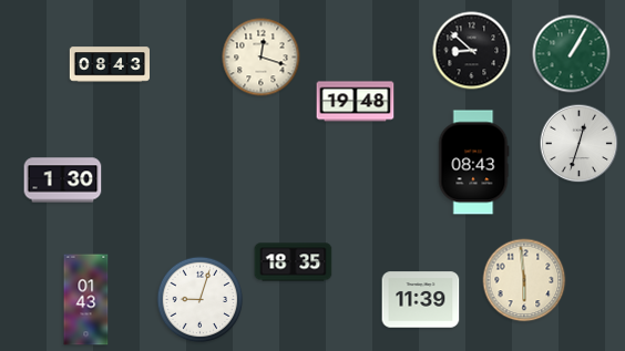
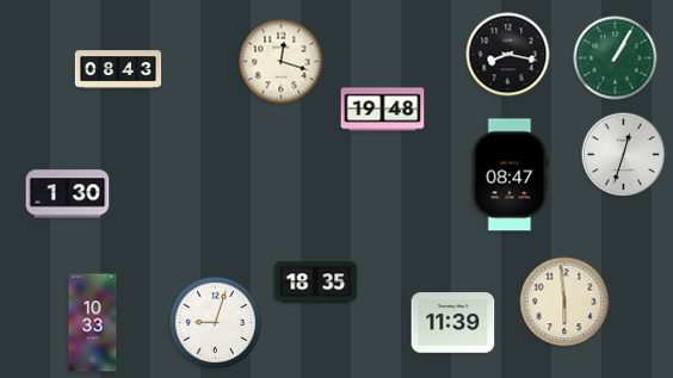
clock at (472, 51): 8:52 -> 8:17
clock at (473, 163): 08:43 -> 08:47
clock at (86, 300): 01:43 -> 10:33
